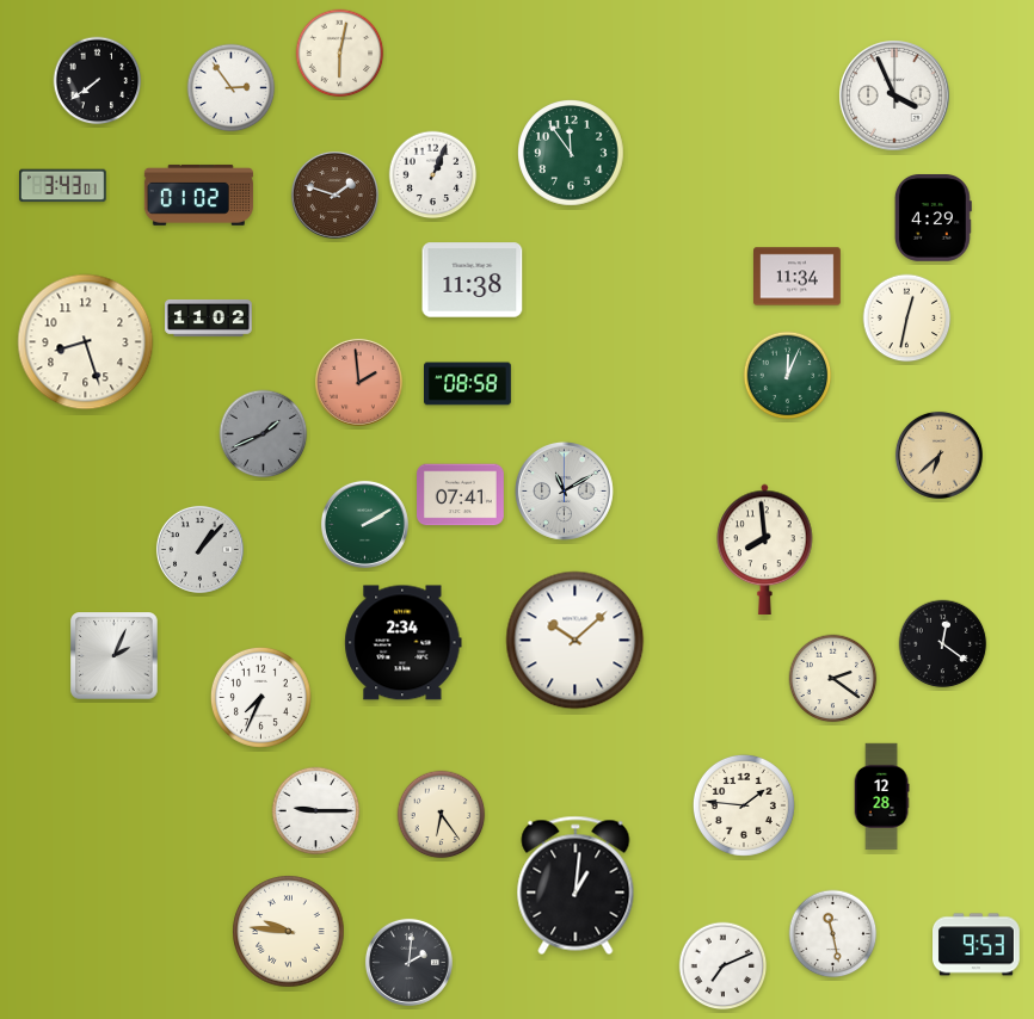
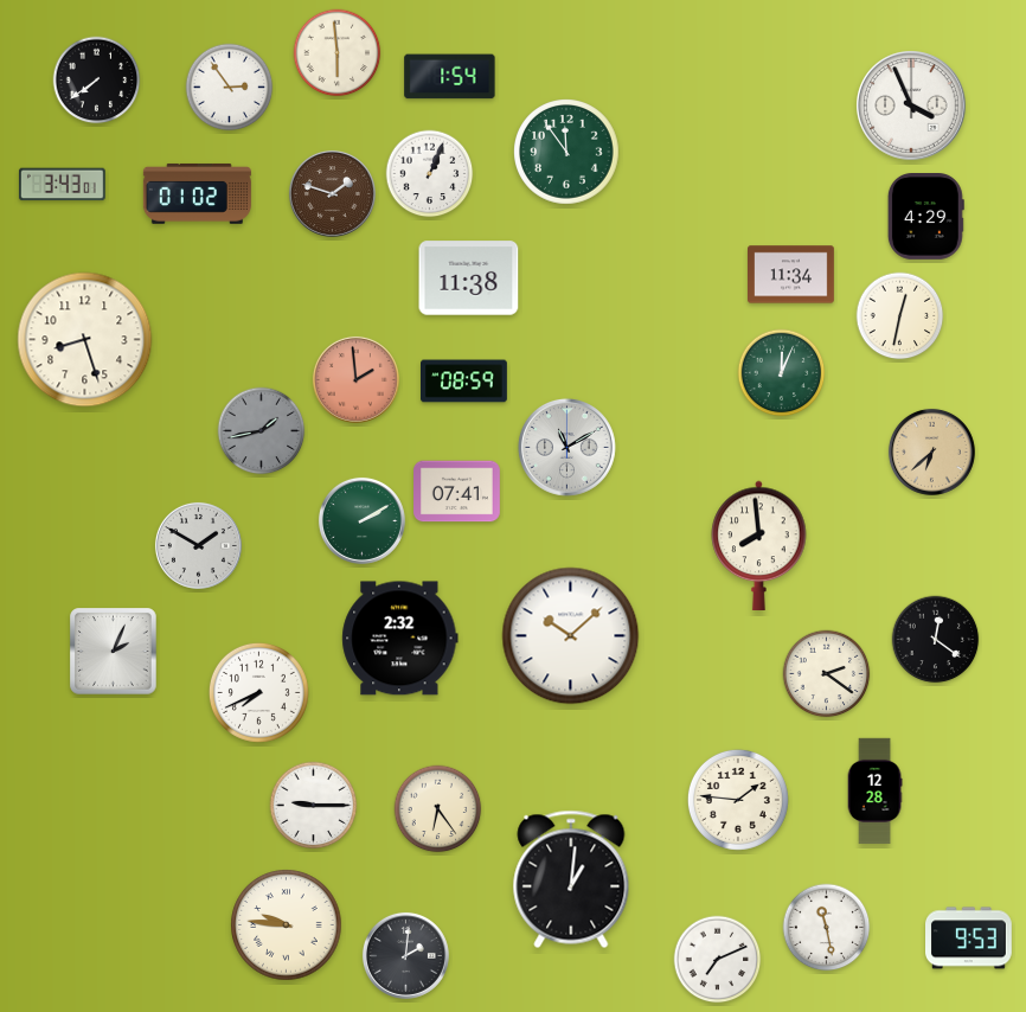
clock at (340, 54): 6:02 -> 5:59
clock at (450, 77): none -> 1:54
clock at (894, 95) position: (894, 95) -> (911, 105)
clock at (209, 317): 11:02 -> none
clock at (468, 384): 08:58 -> 08:59
clock at (264, 434): 1:41 -> 1:43
clock at (564, 490) position: (564, 490) -> (566, 447)
clock at (199, 549): 1:07 -> 1:50
clock at (404, 643): 2:34 -> 2:32
clock at (260, 697): 7:34 -> 7:41
